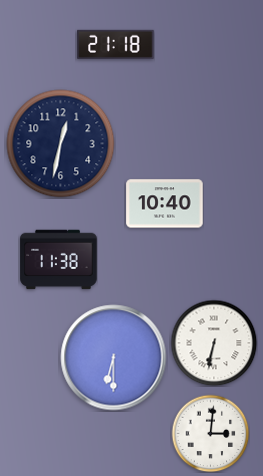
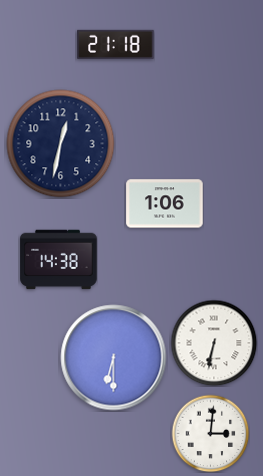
clock at (165, 204): 10:40 -> 1:06
clock at (59, 260): 11:38 -> 14:38
